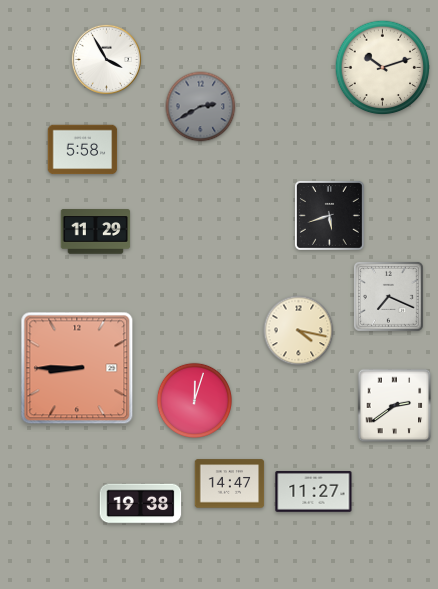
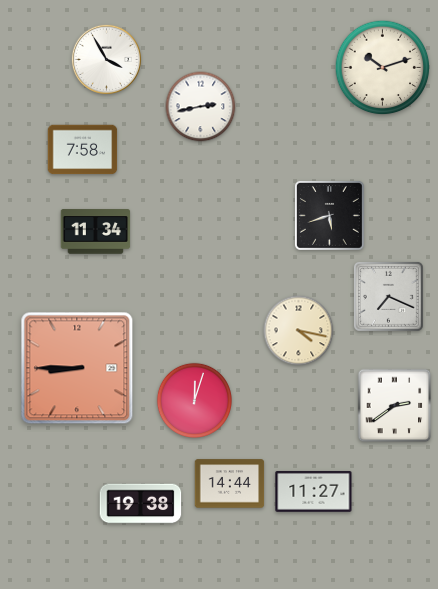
clock at (201, 107): 2:40 -> 2:43
clock at (201, 107) dial: grey -> white
clock at (83, 150): 5:58 -> 7:58
clock at (96, 232): 11:29 -> 11:34
clock at (230, 484): 14:47 -> 14:44
